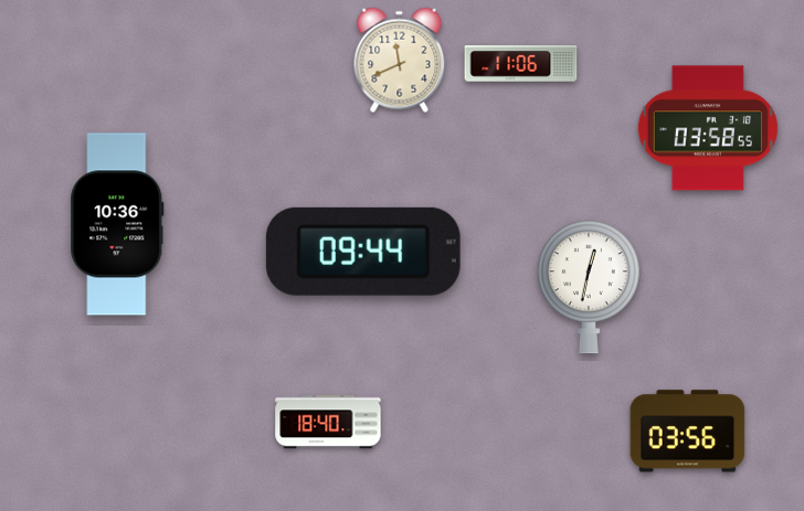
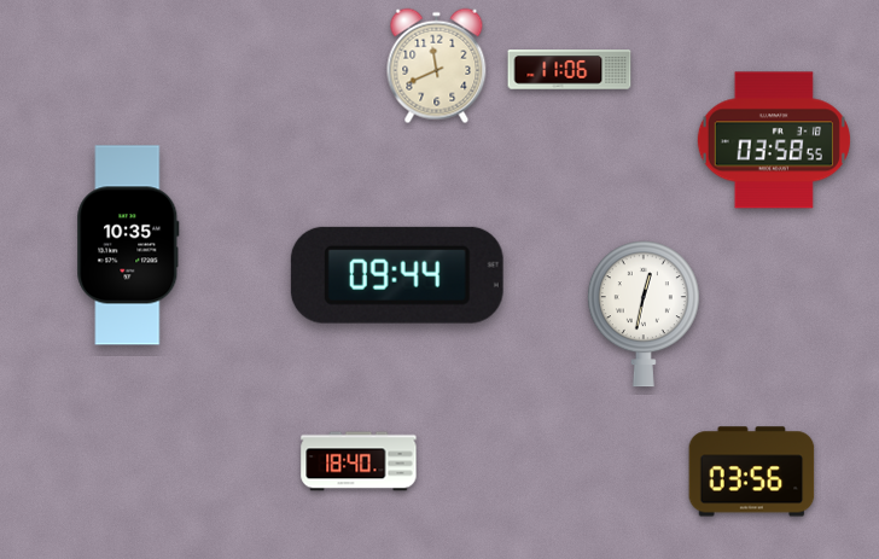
clock at (117, 224): 10:36 -> 10:35
